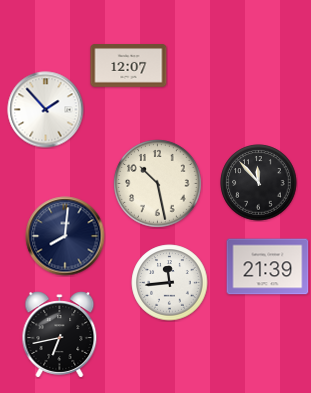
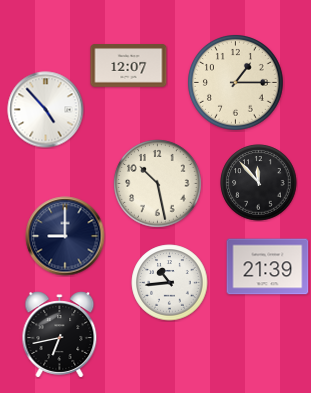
clock at (236, 83): none -> 1:15
clock at (46, 110): 1:53 -> 4:53
clock at (65, 236): 8:01 -> 9:00
clock at (170, 283): 11:44 -> 10:44
